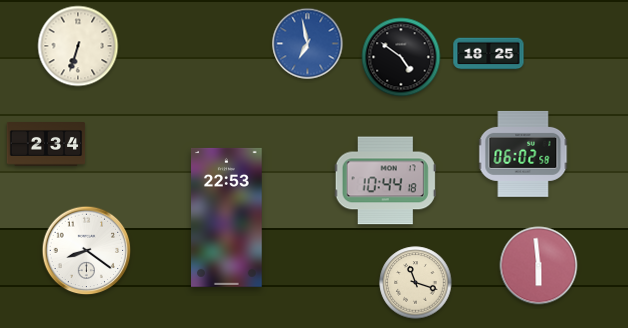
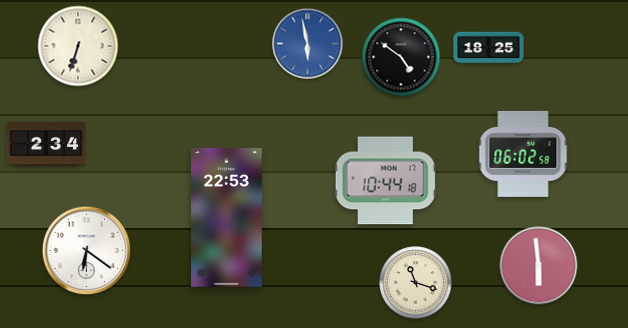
clock at (308, 44): 6:58 -> 5:58
clock at (489, 54) position: (489, 54) -> (489, 48)
clock at (87, 251): 8:21 -> 6:21
